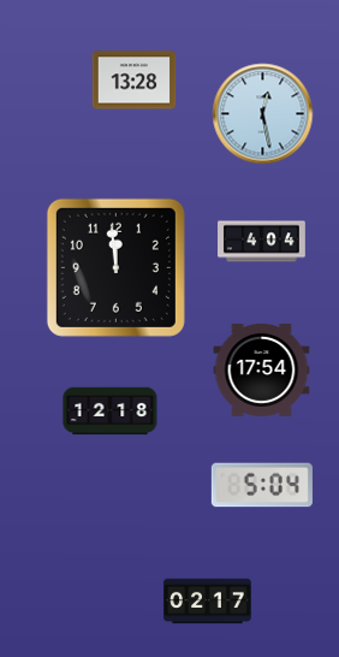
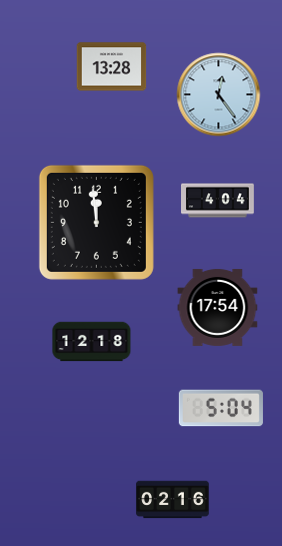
clock at (263, 114): 12:28 -> 12:24
clock at (262, 485) position: (262, 485) -> (221, 408)
clock at (208, 602): 02:17 -> 02:16
